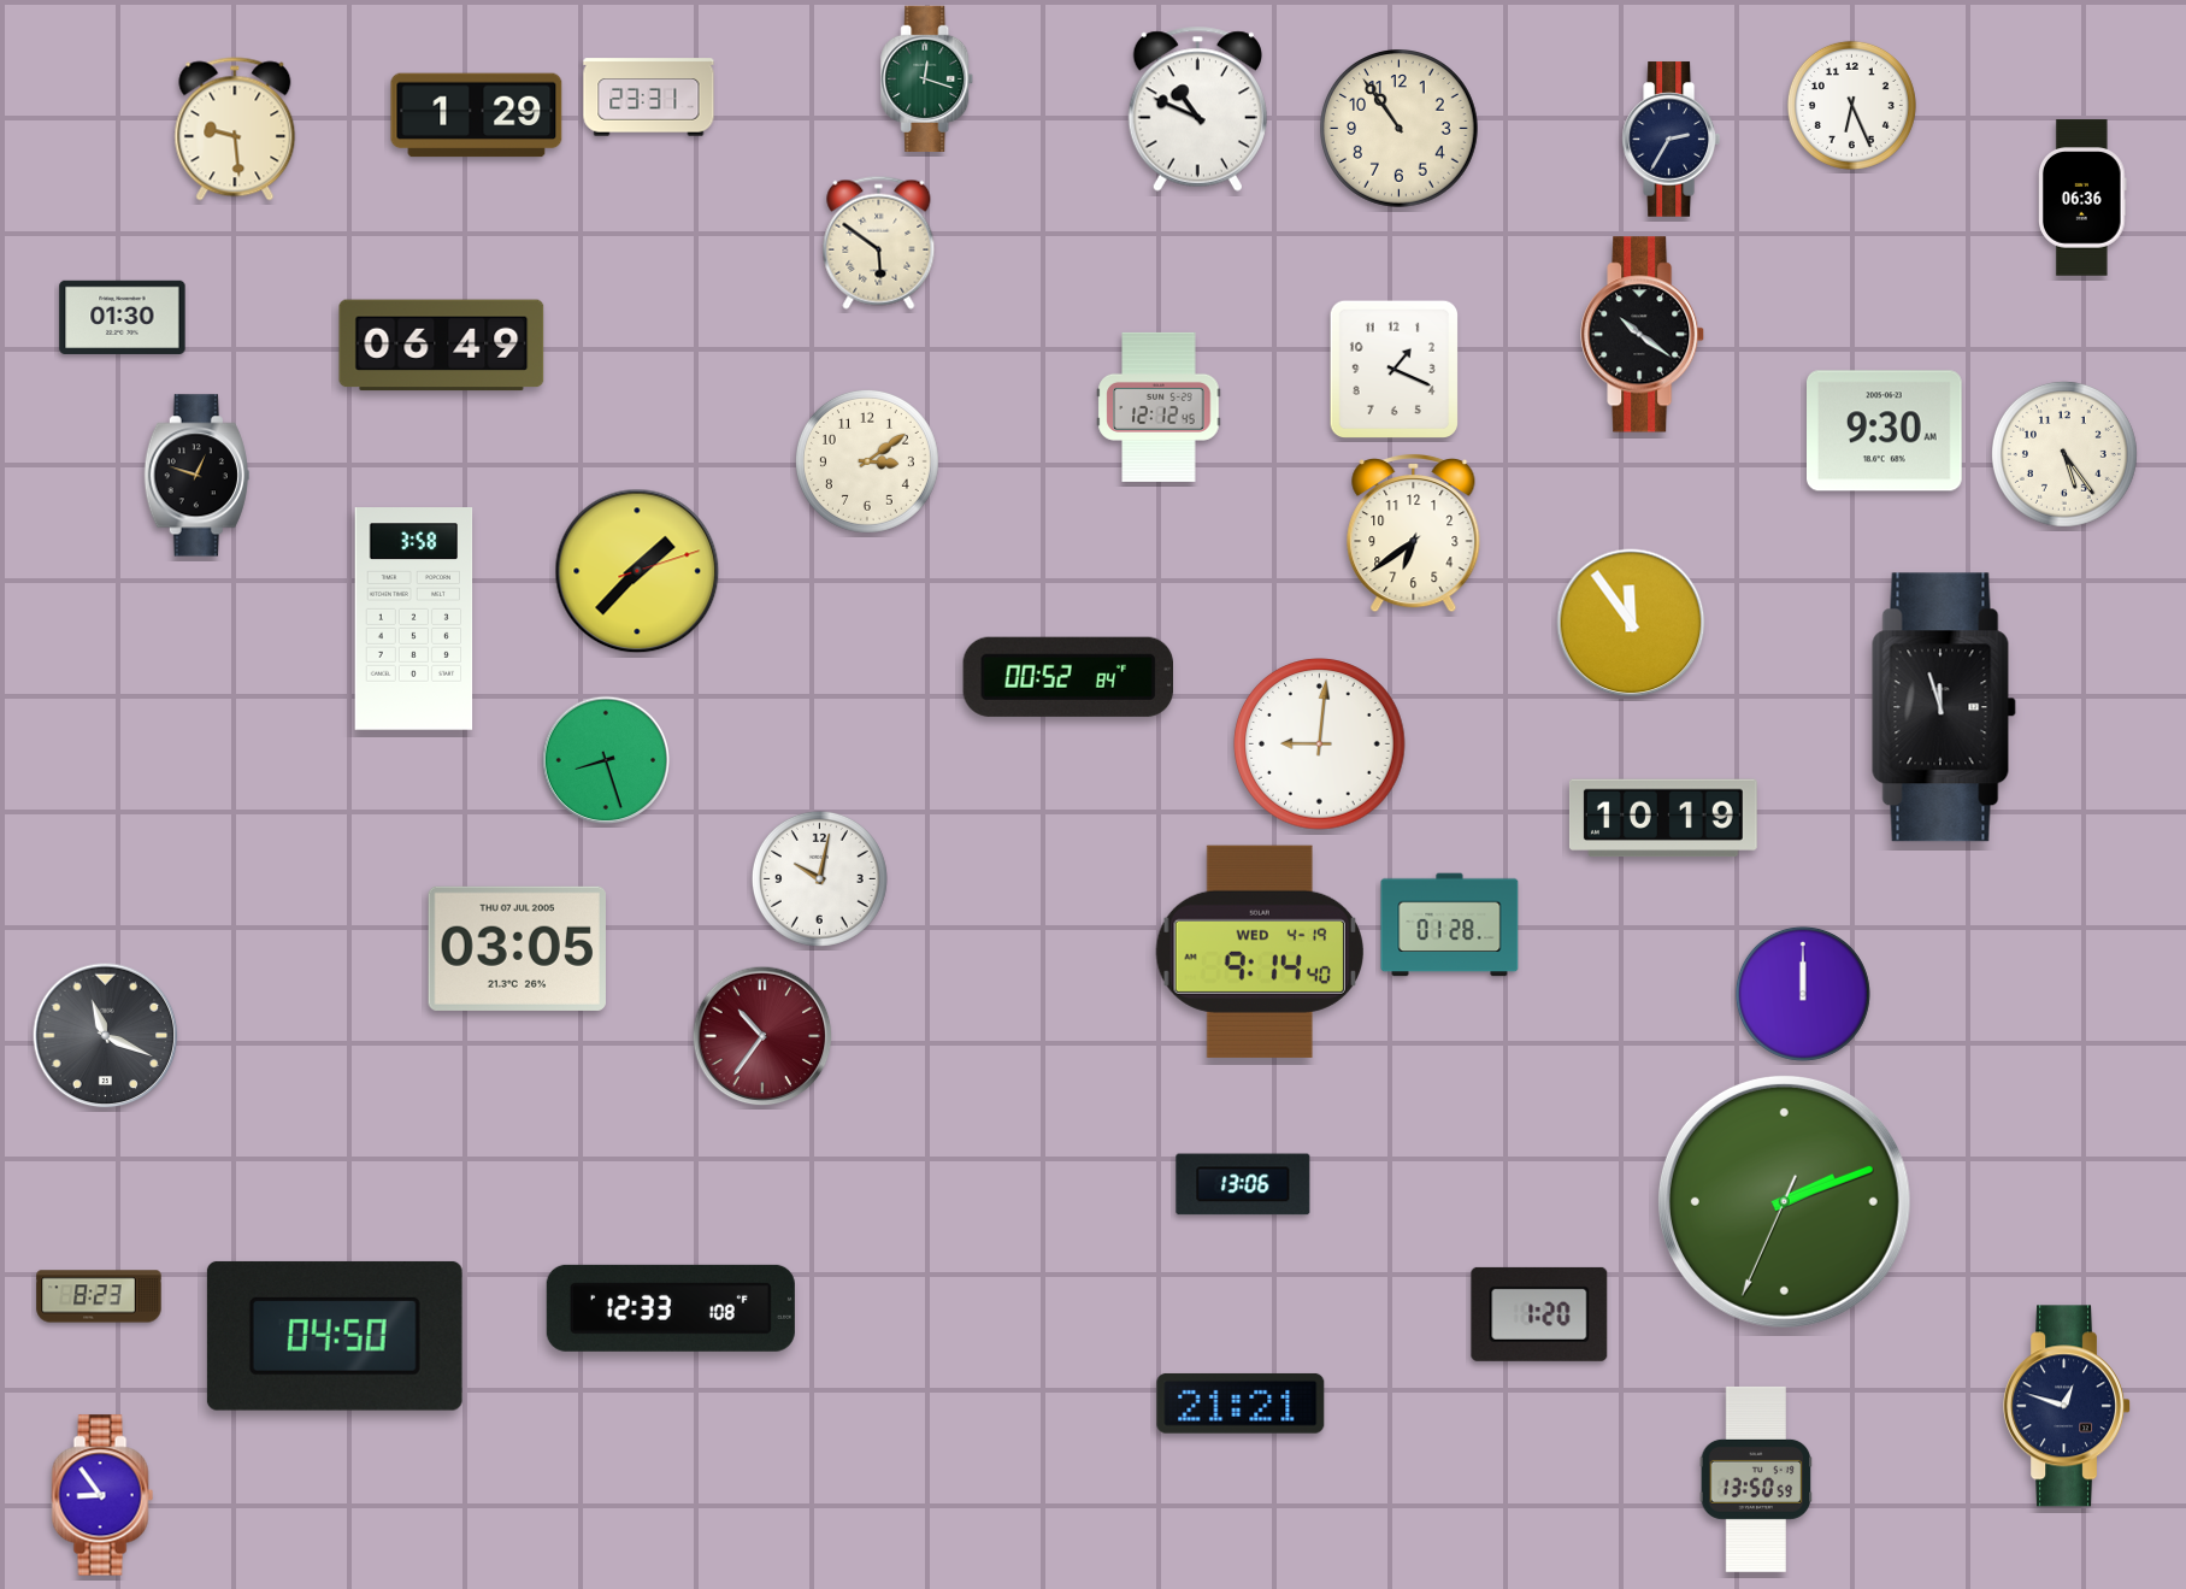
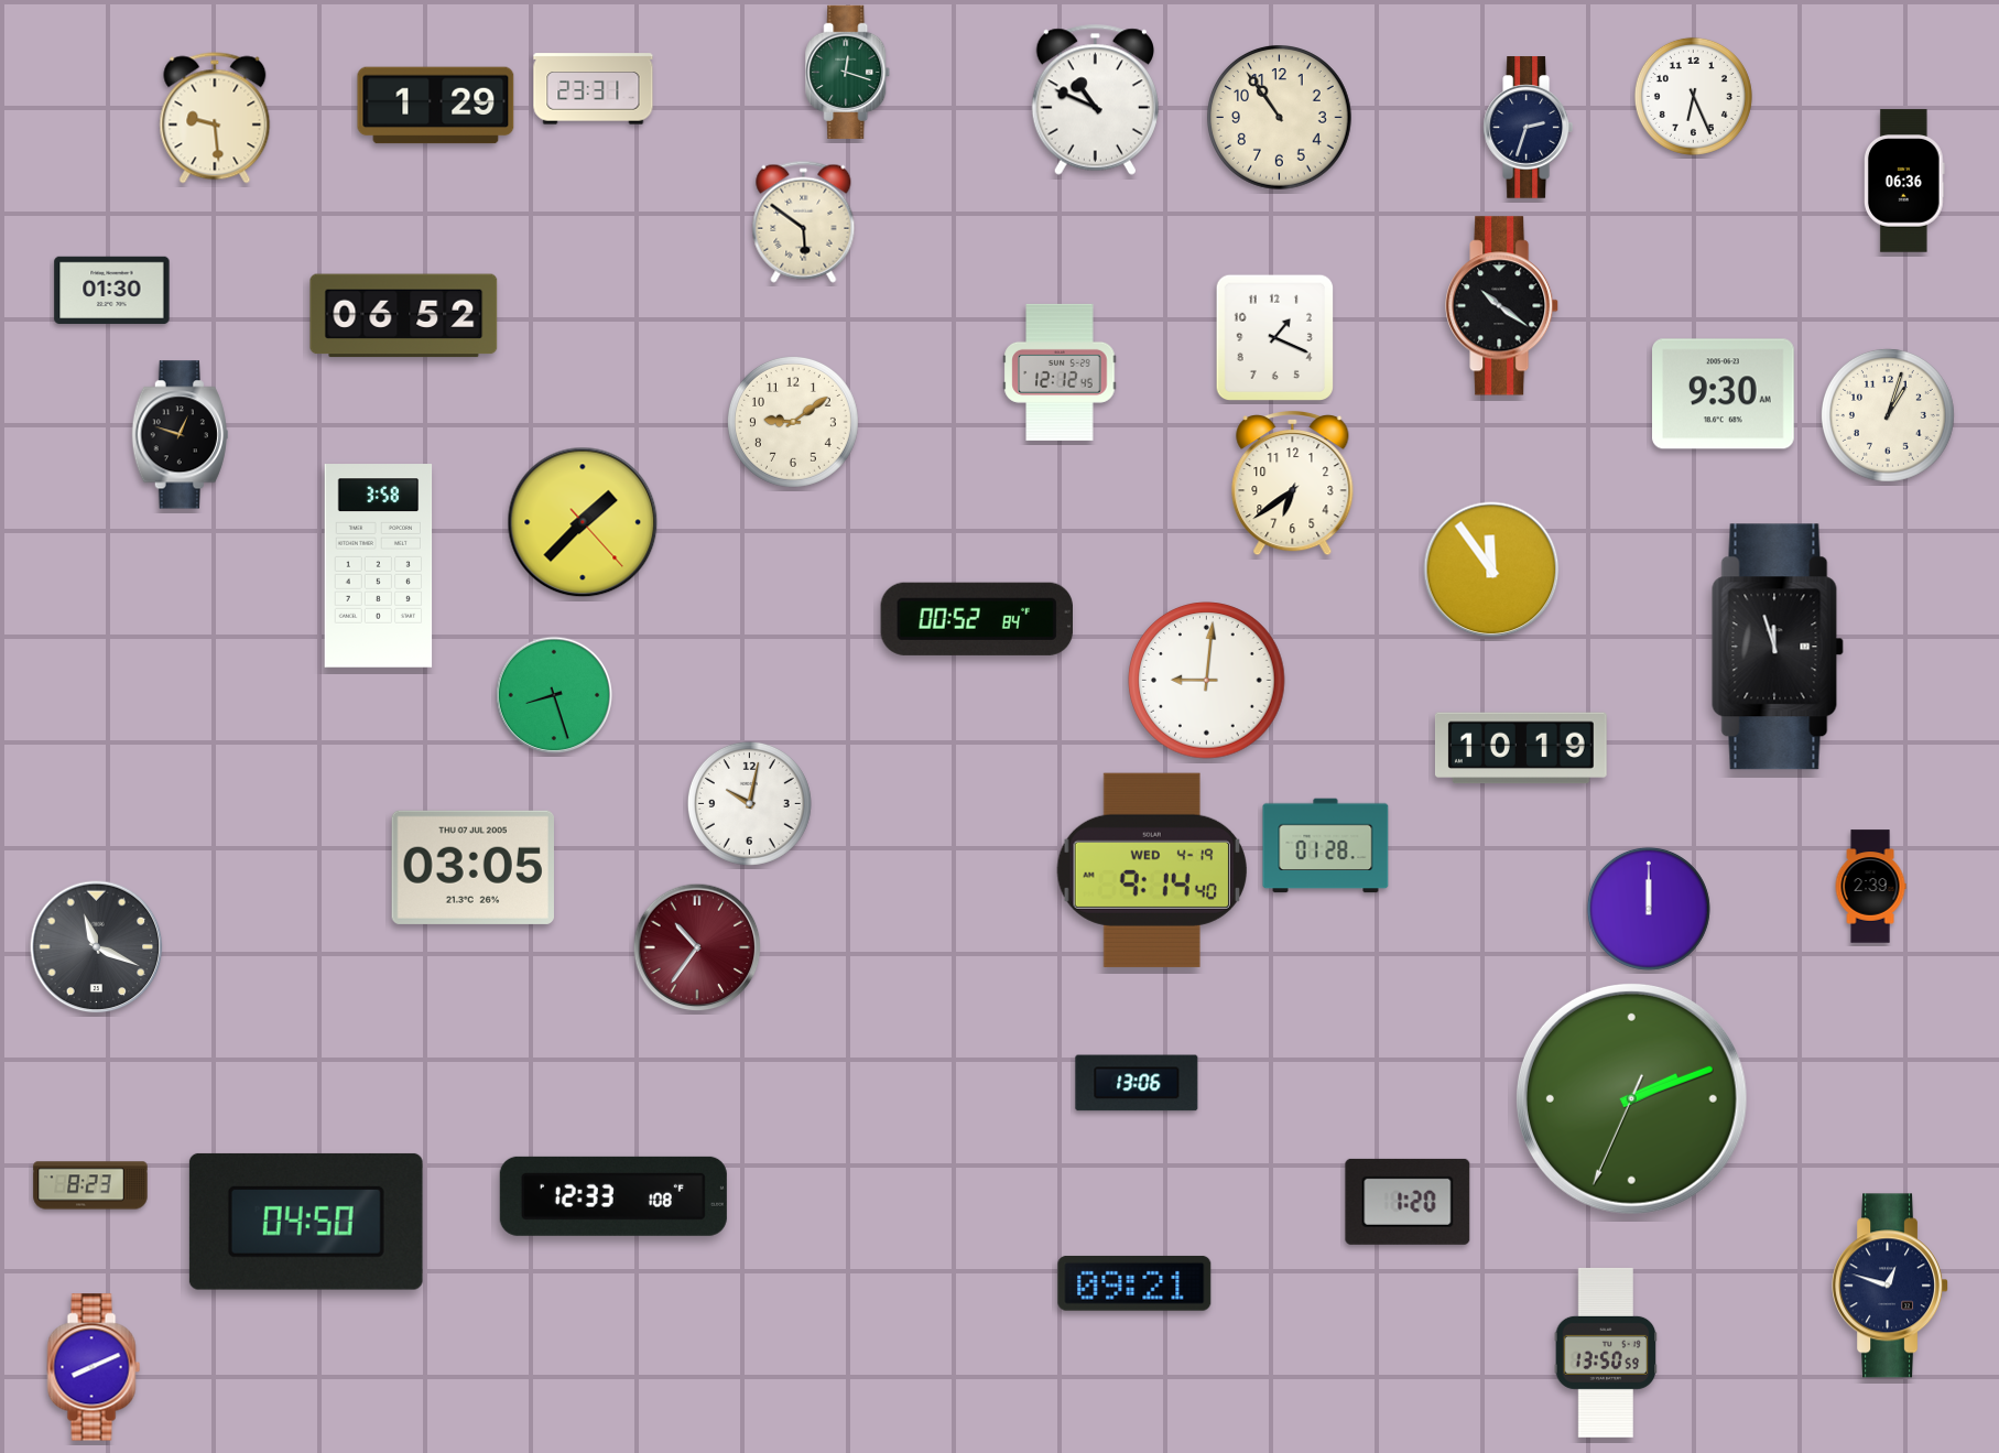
clock at (1671, 140): 2:35 -> 2:33
clock at (442, 346): 06:49 -> 06:52
clock at (2064, 454): 5:24 -> 1:03
clock at (867, 461): 3:09 -> 9:09
clock at (1414, 534) position: (1414, 534) -> (1293, 484)
clock at (637, 571): 1:37:12 -> 1:37:23
clock at (1870, 887): none -> 2:39
clock at (1241, 1403): 21:21 -> 09:21
clock at (102, 1495): 8:54 -> 8:11
